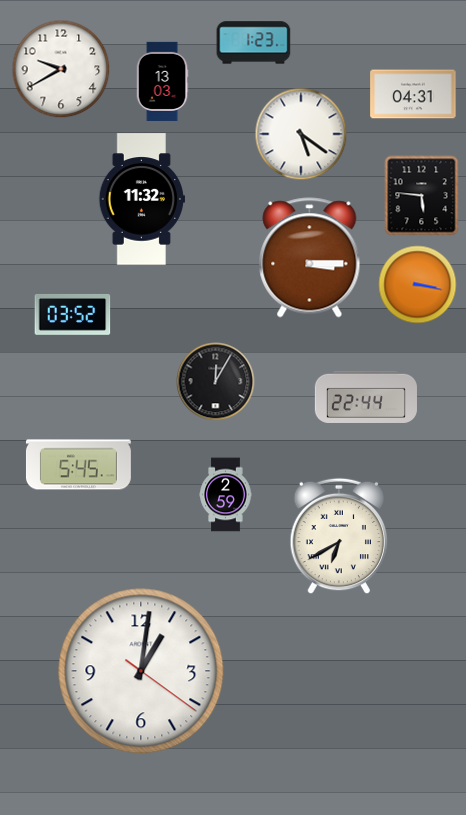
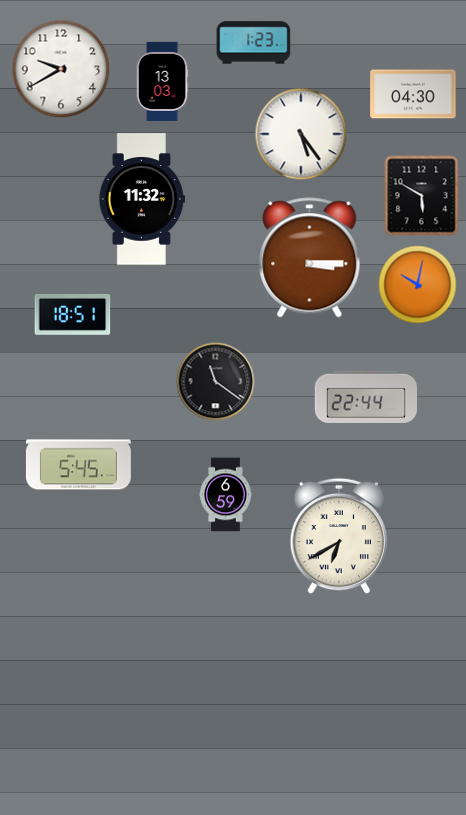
clock at (413, 94): 04:31 -> 04:30
clock at (301, 134): 5:21 -> 5:24
clock at (422, 196): 5:46 -> 5:50
clock at (418, 285): 3:17 -> 10:02
clock at (73, 314): 03:52 -> 18:51
clock at (216, 382): 12:05 -> 11:21
clock at (226, 495): 2:59 -> 6:59
clock at (141, 671): 1:01 -> none
